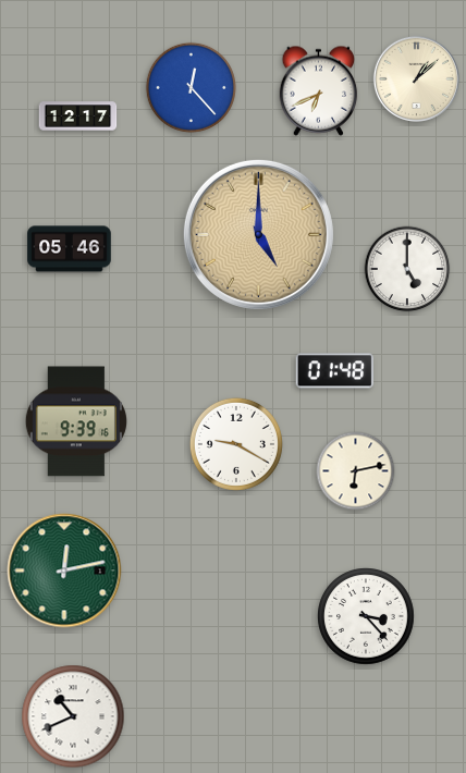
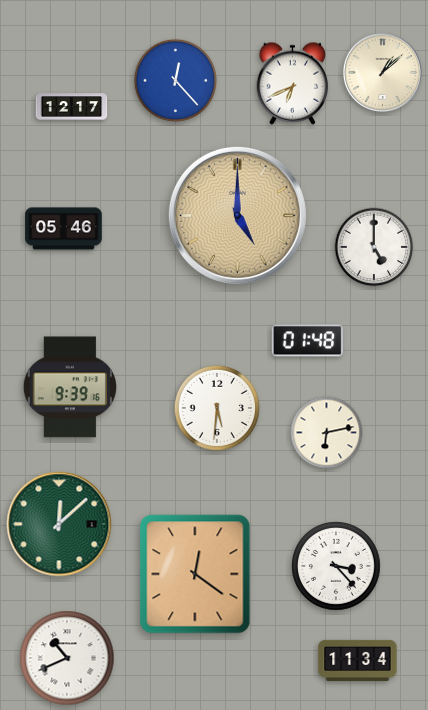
clock at (236, 444): 9:20 -> 5:31
clock at (64, 570): 12:13 -> 12:08
clock at (195, 574): none -> 12:21
clock at (358, 660): none -> 11:34
